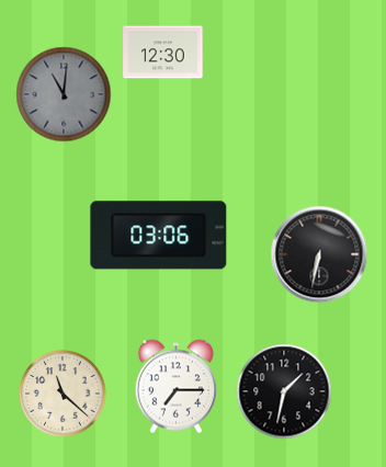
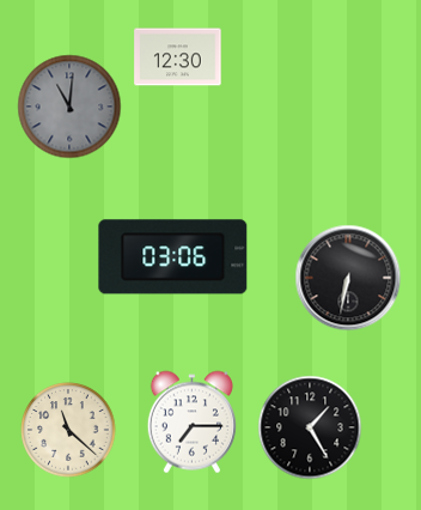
clock at (64, 94) position: (64, 94) -> (69, 107)
clock at (284, 391): 1:32 -> 1:25
